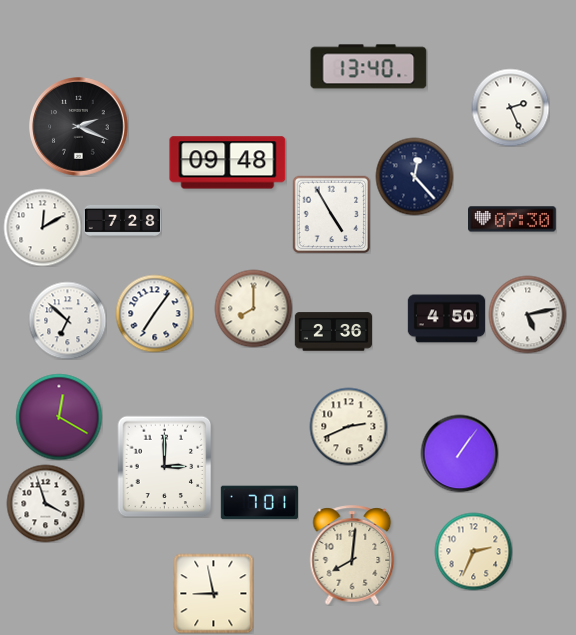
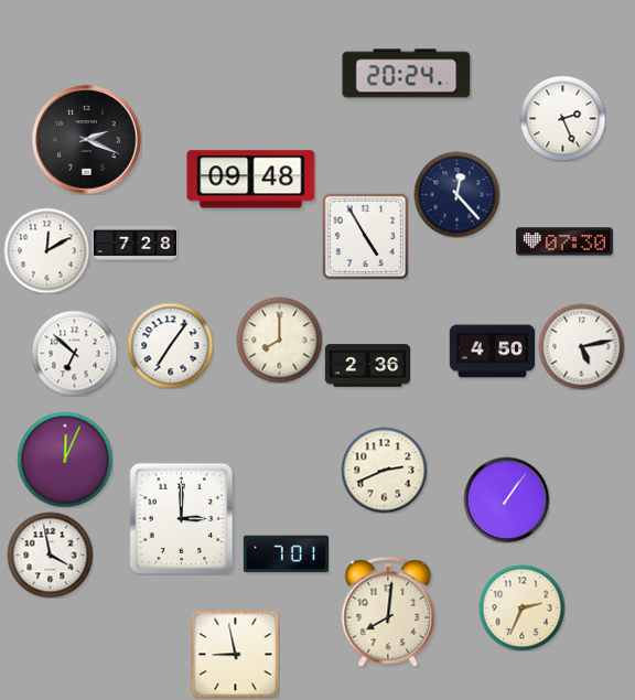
clock at (369, 67): 13:40 -> 20:24
clock at (59, 417): 12:20 -> 12:04
clock at (165, 466) position: (165, 466) -> (182, 518)
clock at (45, 503): 3:57 -> 3:58
